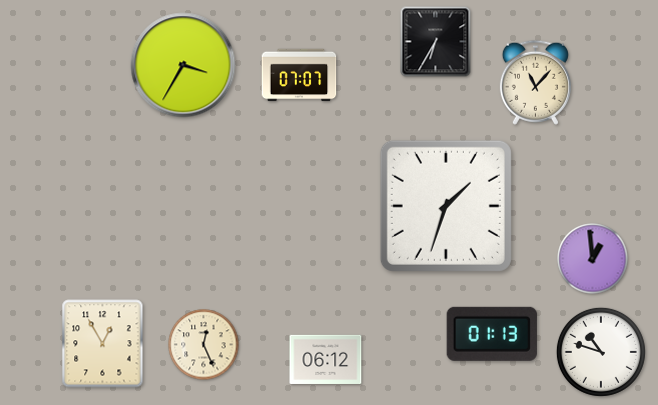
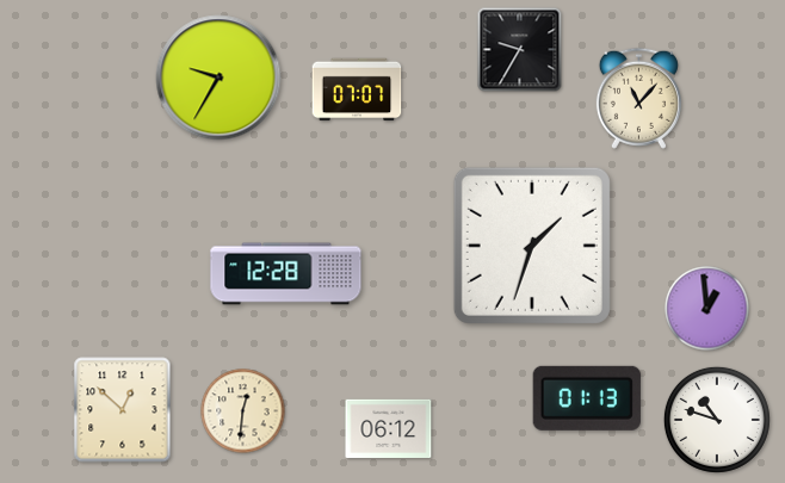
clock at (436, 42): 6:35 -> 9:35
clock at (183, 65): 3:35 -> 9:35
clock at (286, 274): none -> 12:28
clock at (103, 344): 12:55 -> 12:52
clock at (204, 345): 12:26 -> 12:31
